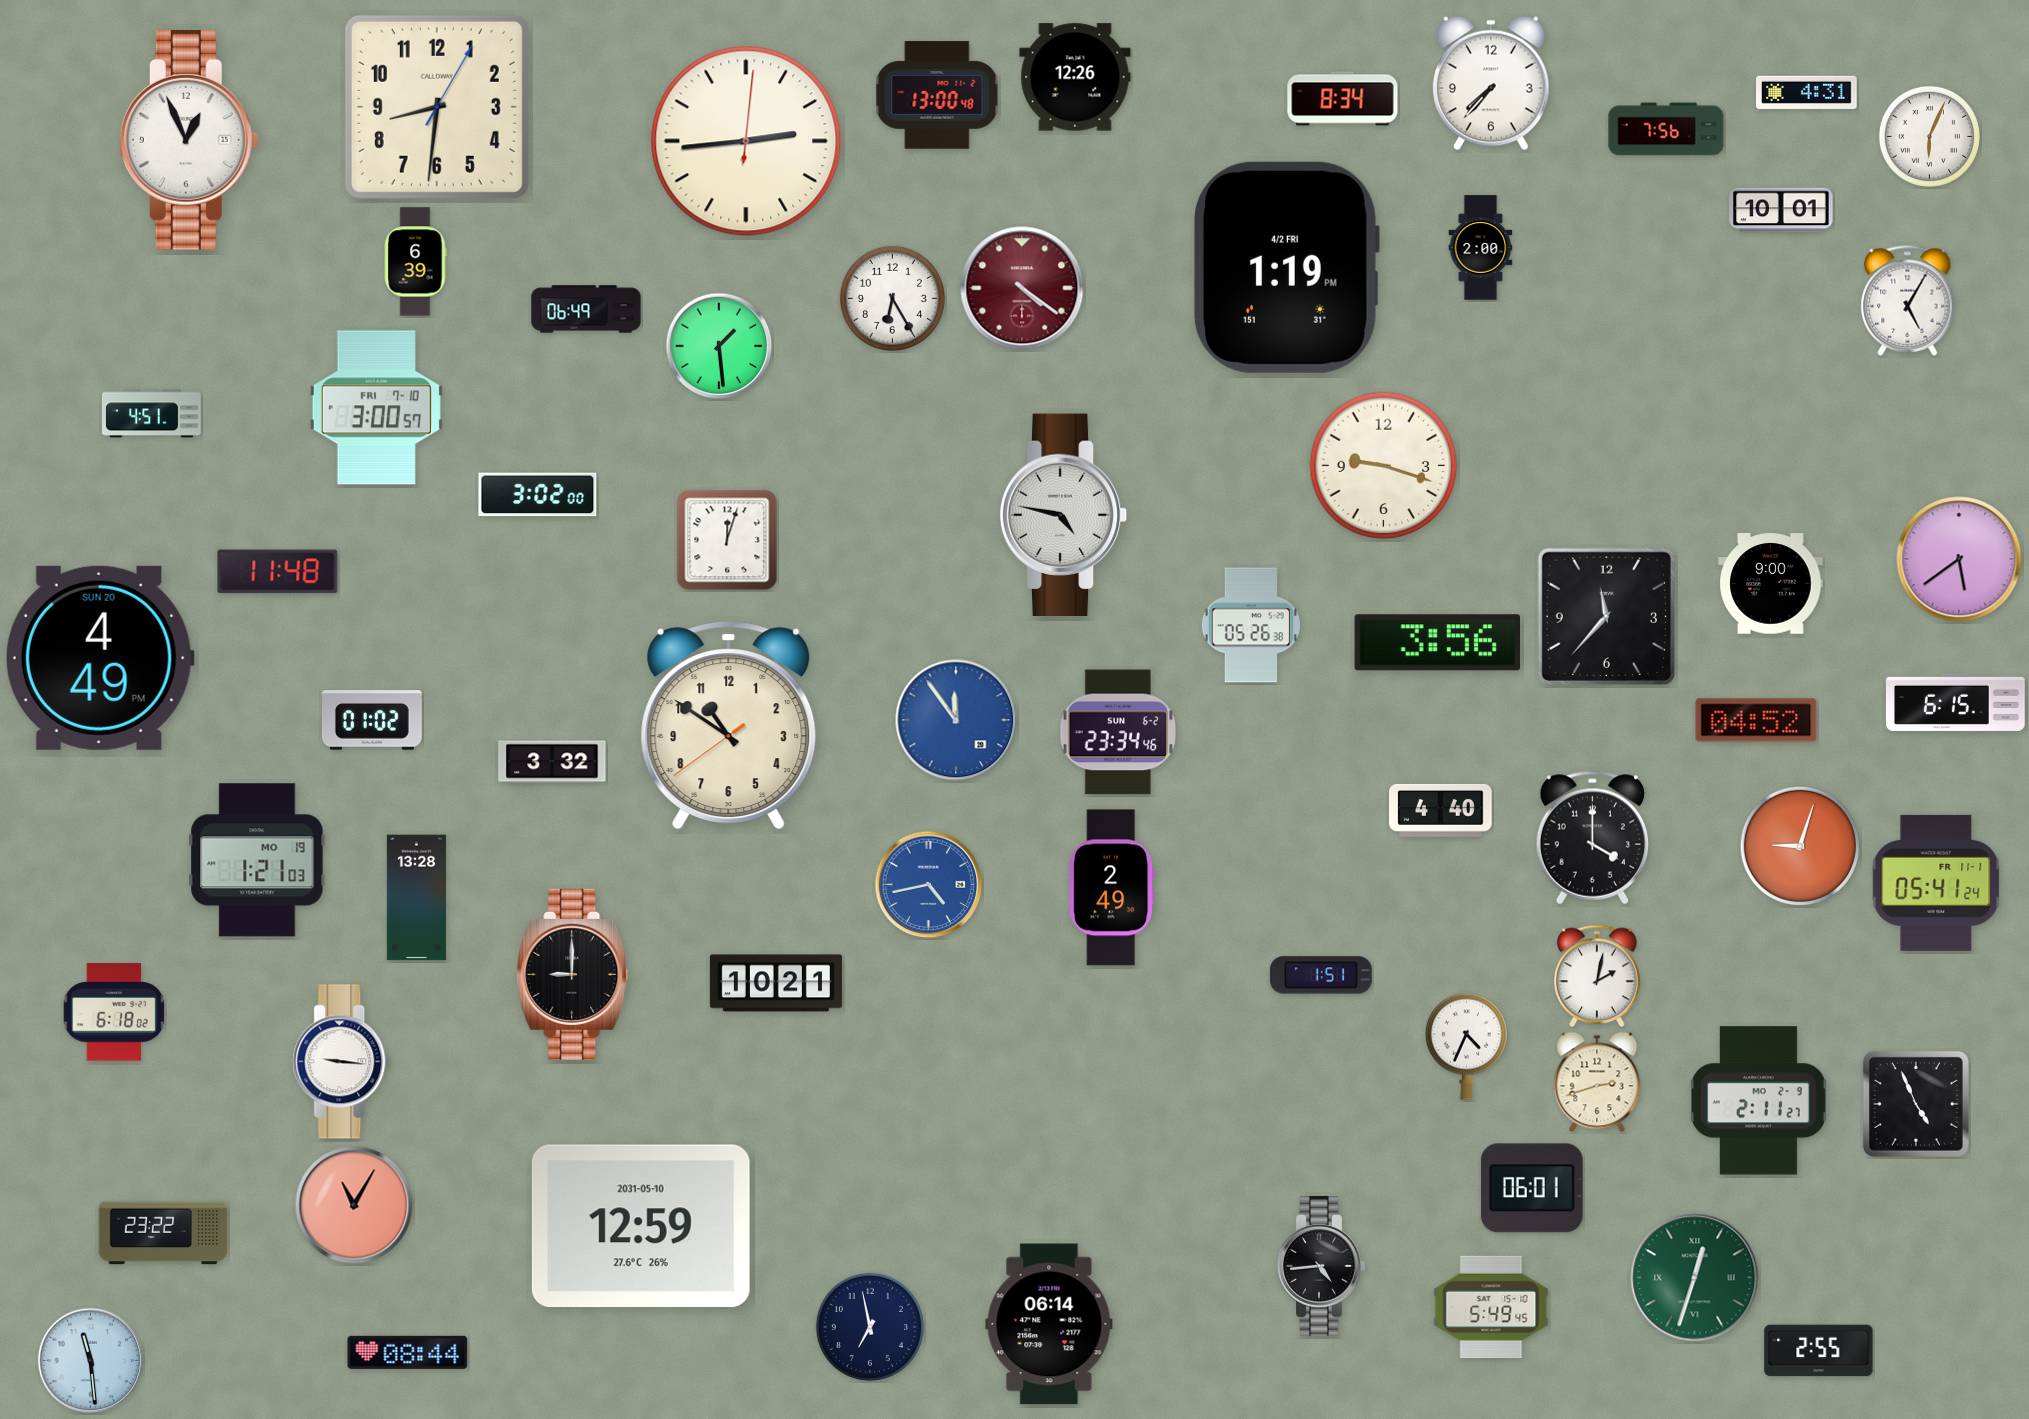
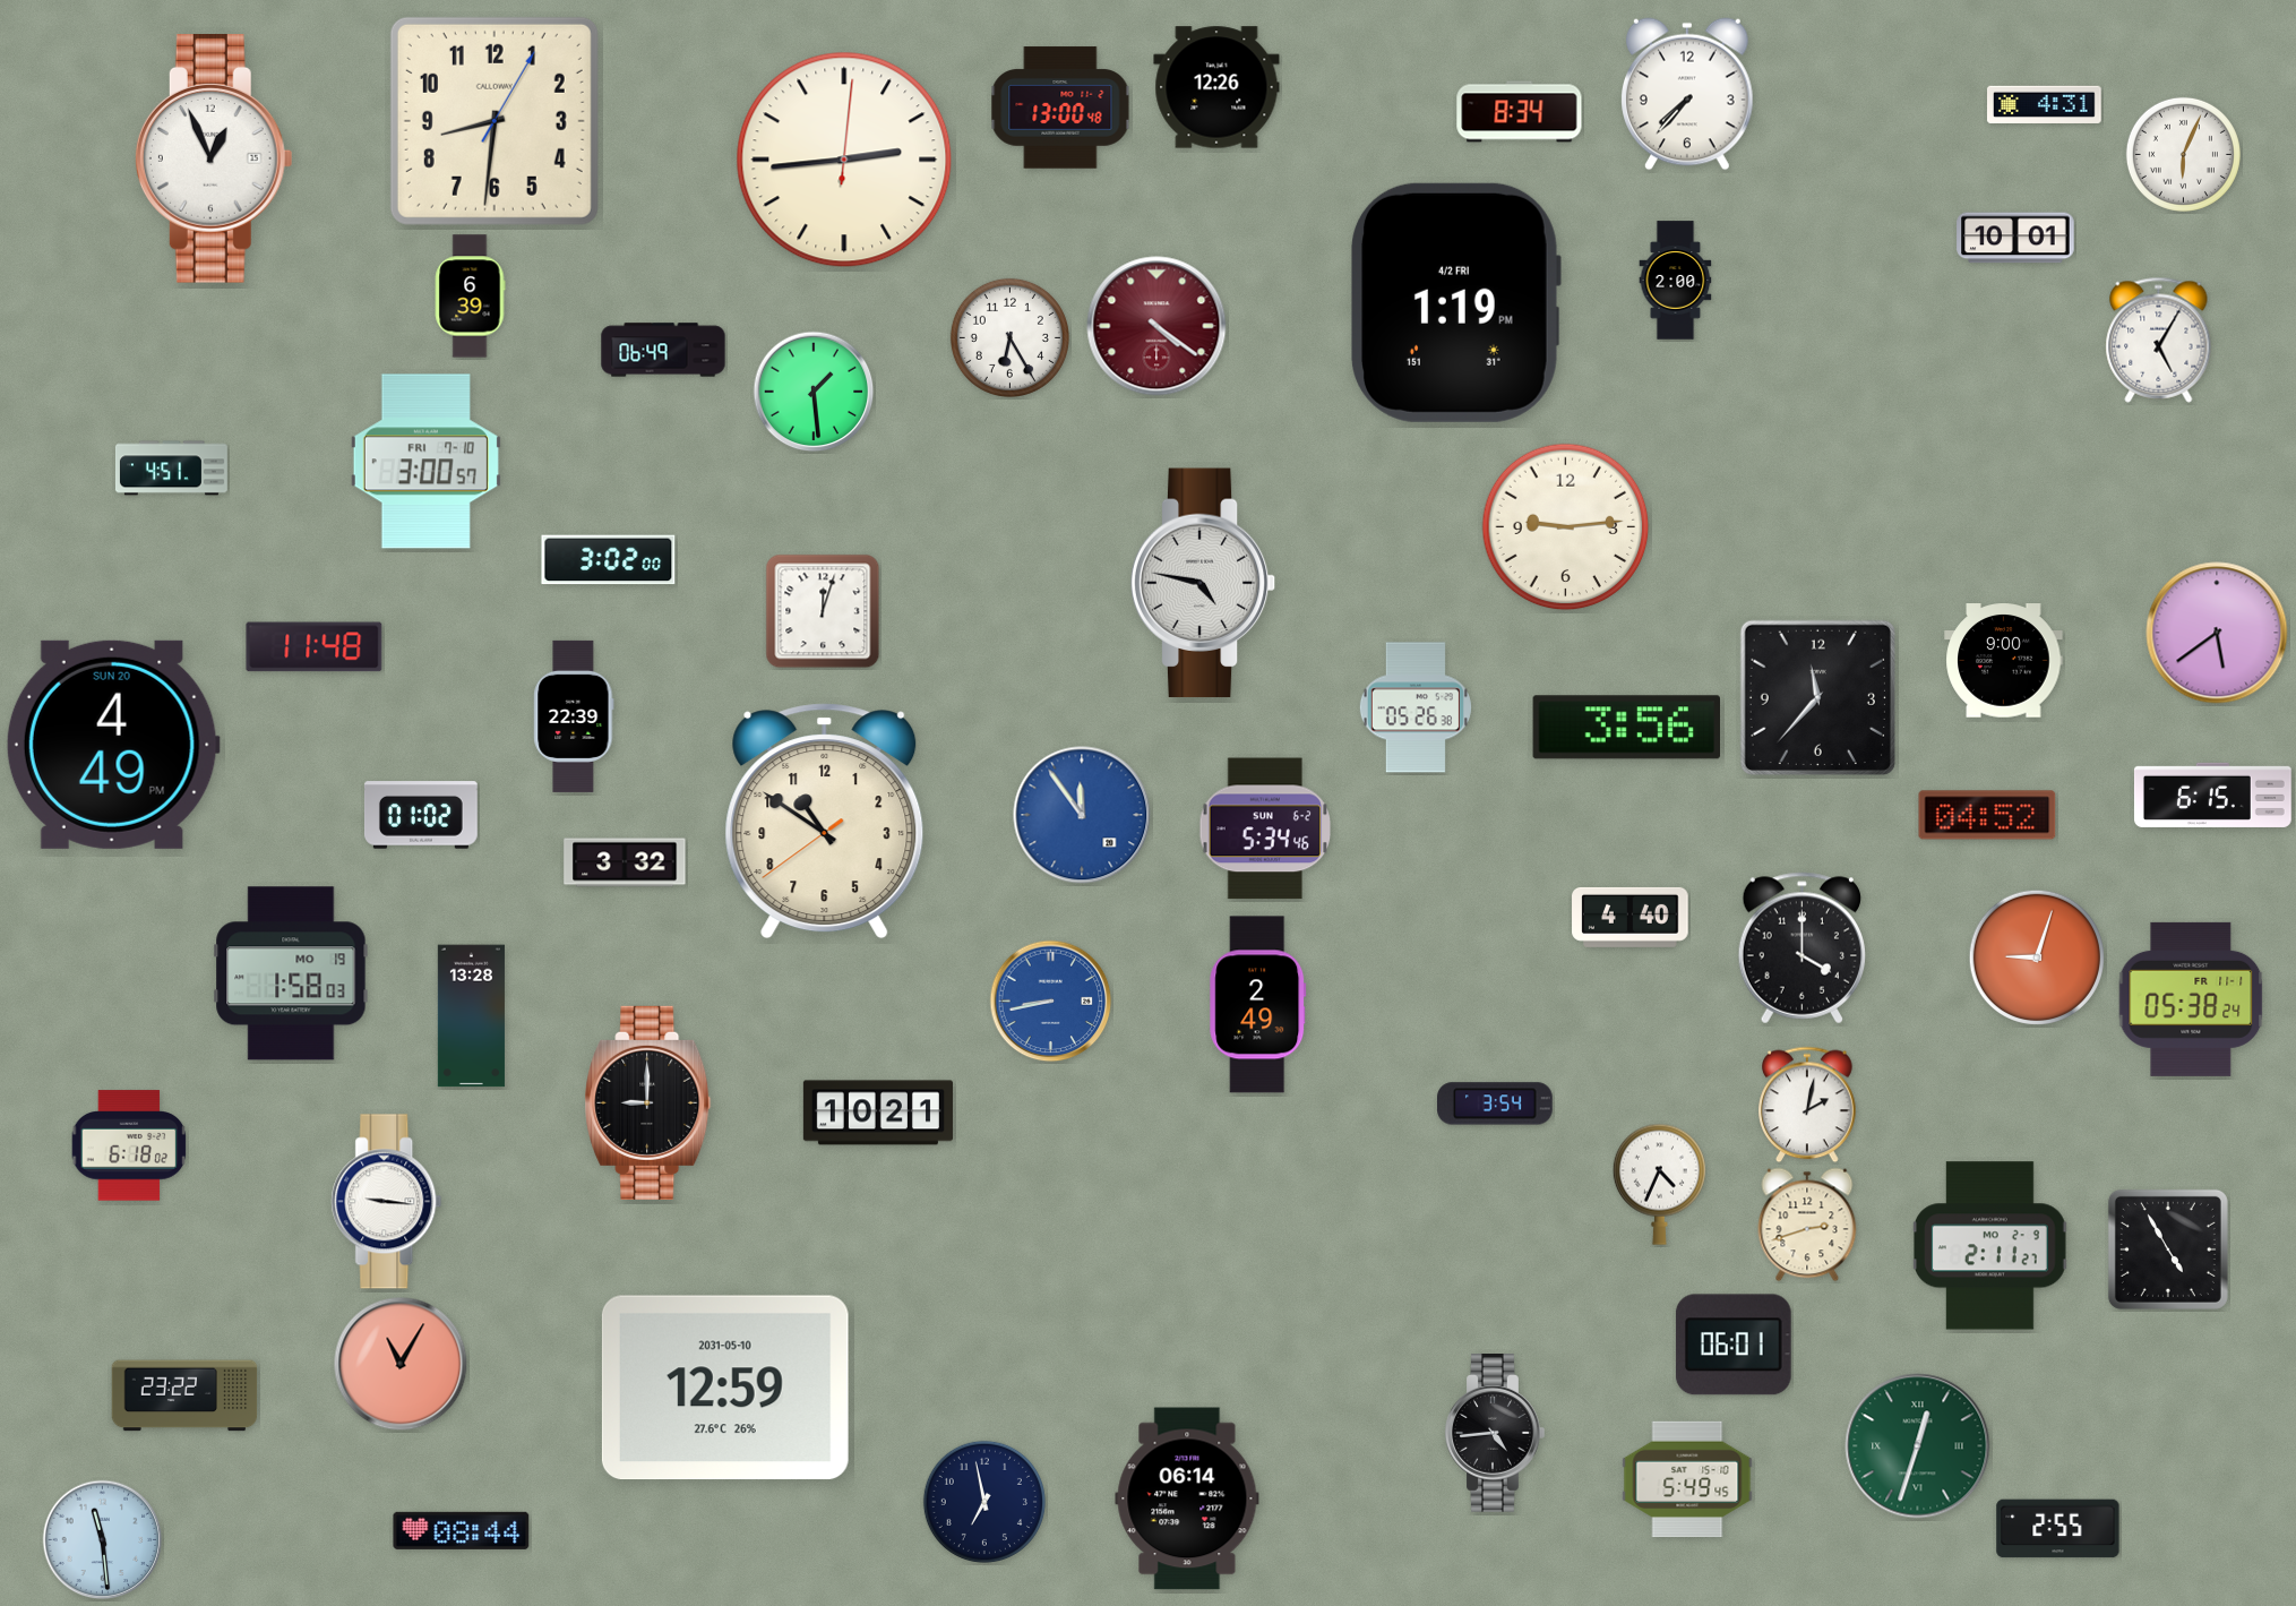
clock at (1666, 129): 7:56 -> none
clock at (1384, 466): 9:18 -> 9:14
clock at (574, 716): none -> 22:39
clock at (1118, 732): 23:34 -> 5:34
clock at (257, 860): 1:21 -> 1:58
clock at (1936, 883): 05:41 -> 05:38
clock at (929, 885): 4:43 -> 8:43
clock at (1322, 975): 1:51 -> 3:54
clock at (1916, 1104): 4:56 -> 4:55
